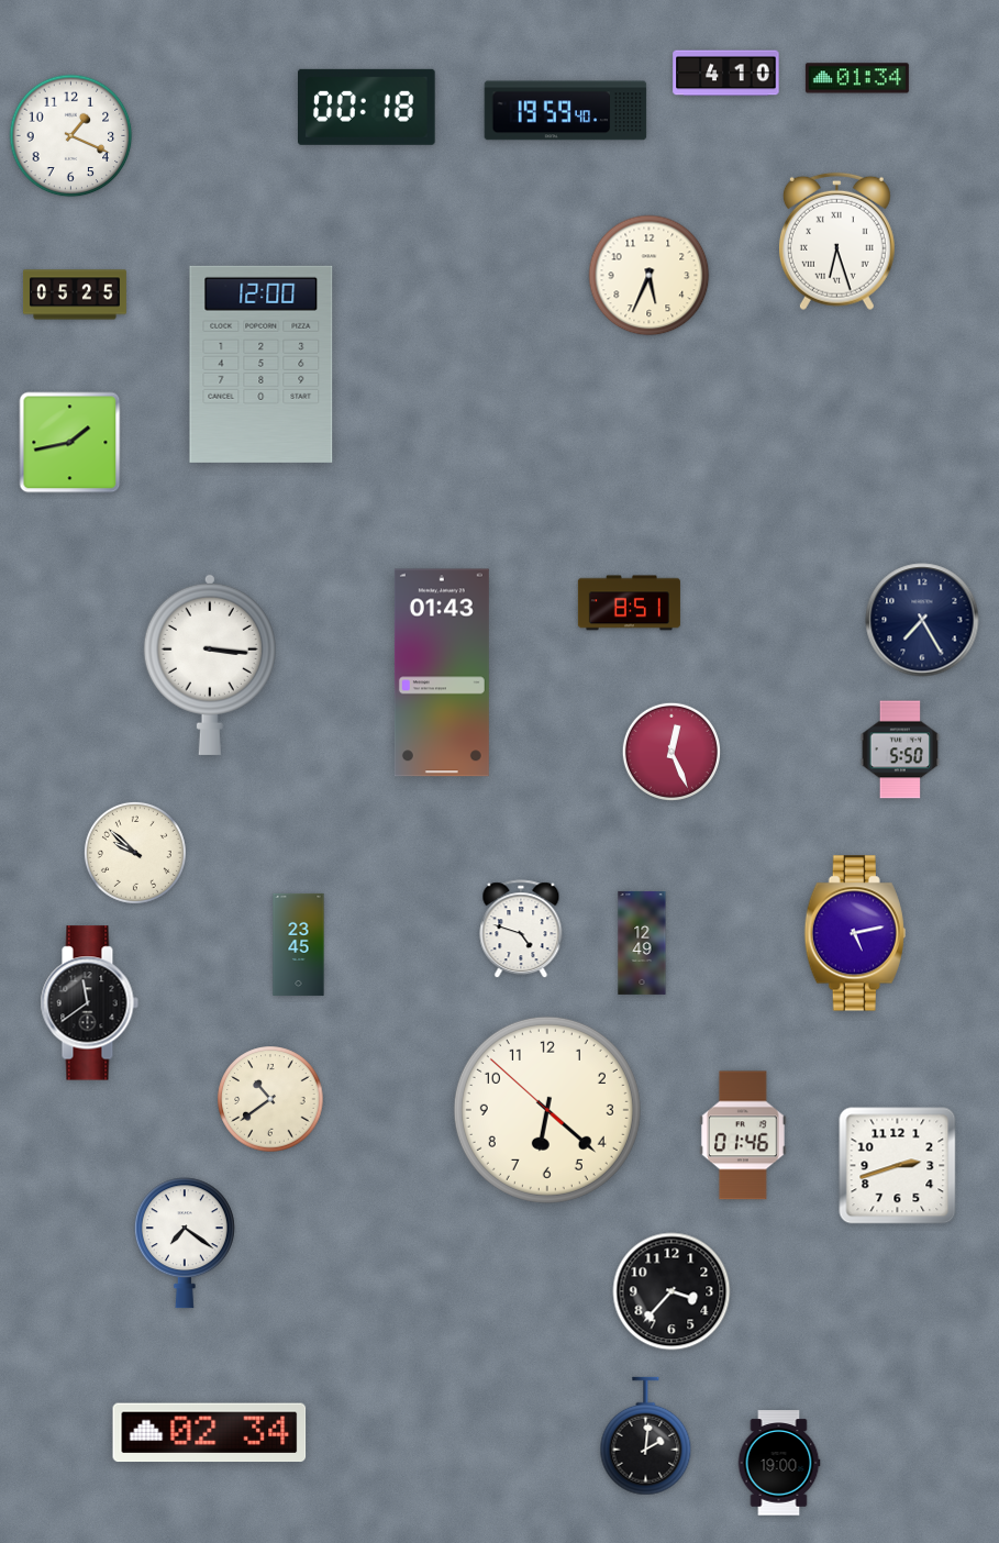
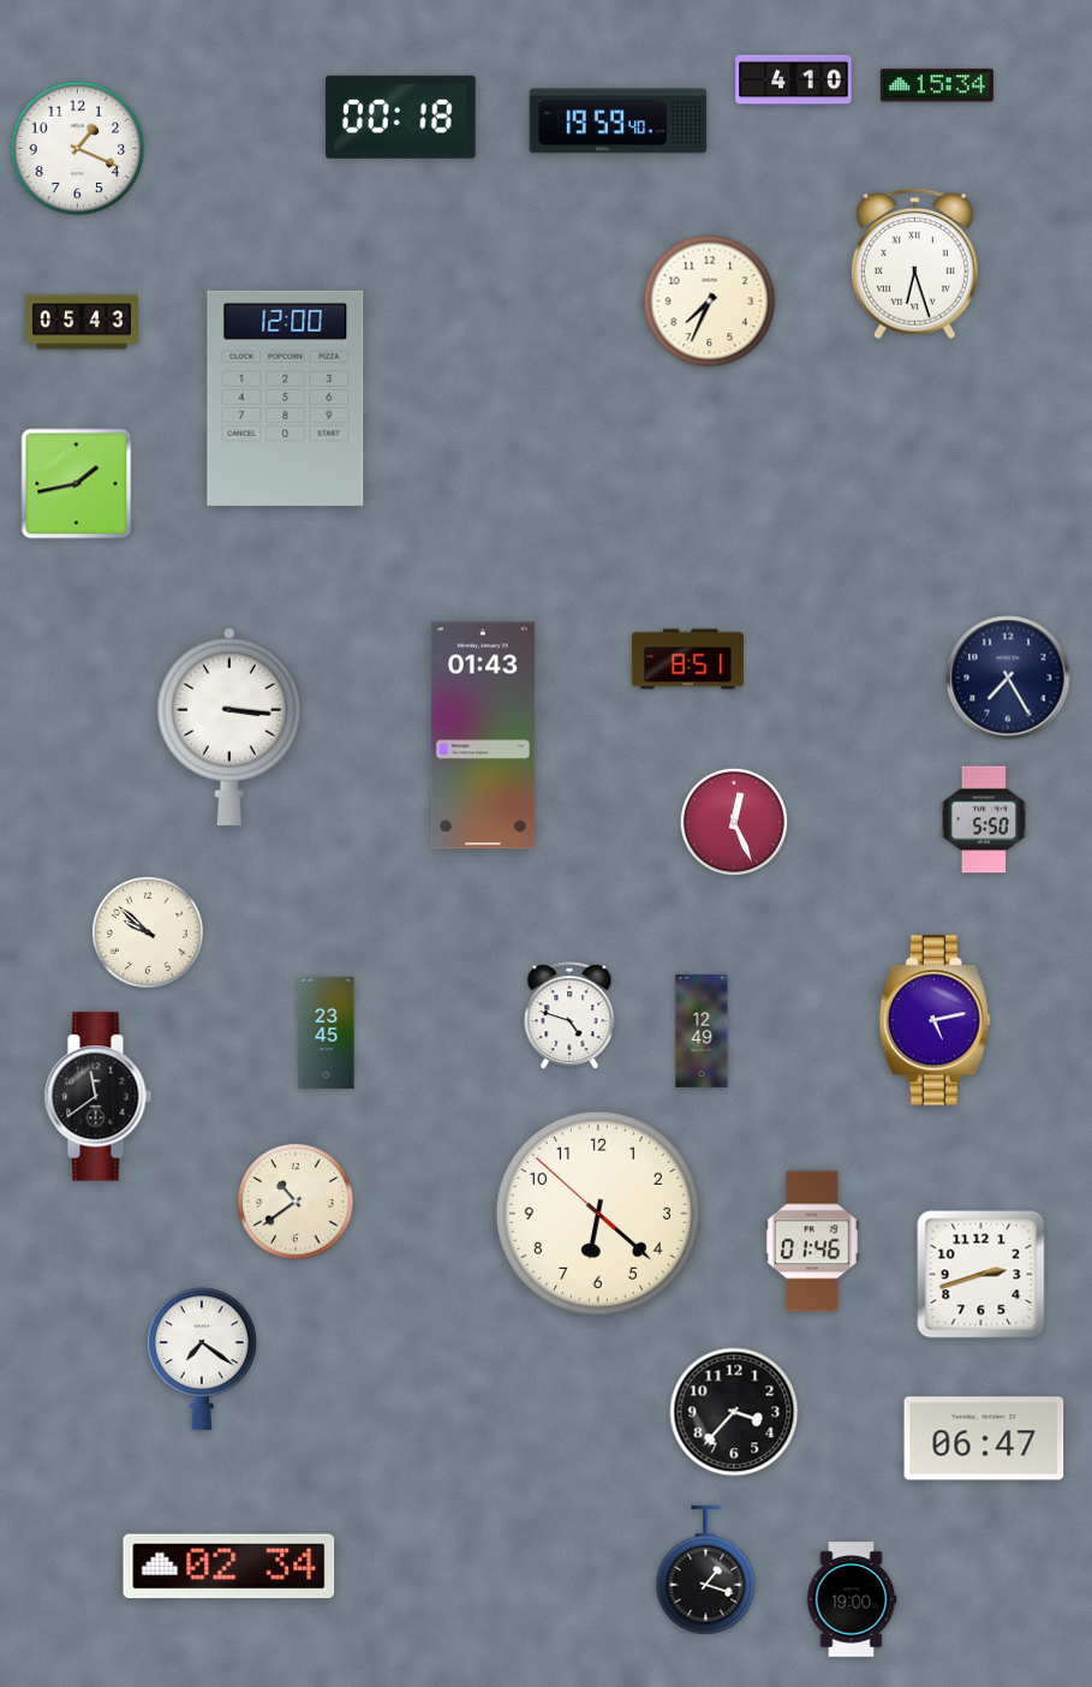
clock at (857, 78): 01:34 -> 15:34
clock at (650, 276): 5:34 -> 7:34
clock at (75, 295): 05:25 -> 05:43
clock at (984, 1438): none -> 06:47
clock at (646, 1436): 2:01 -> 1:18
